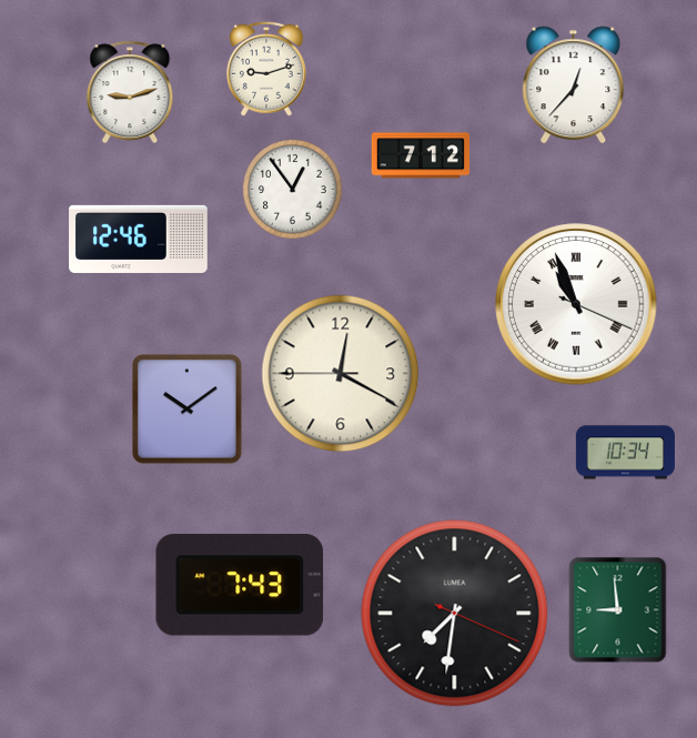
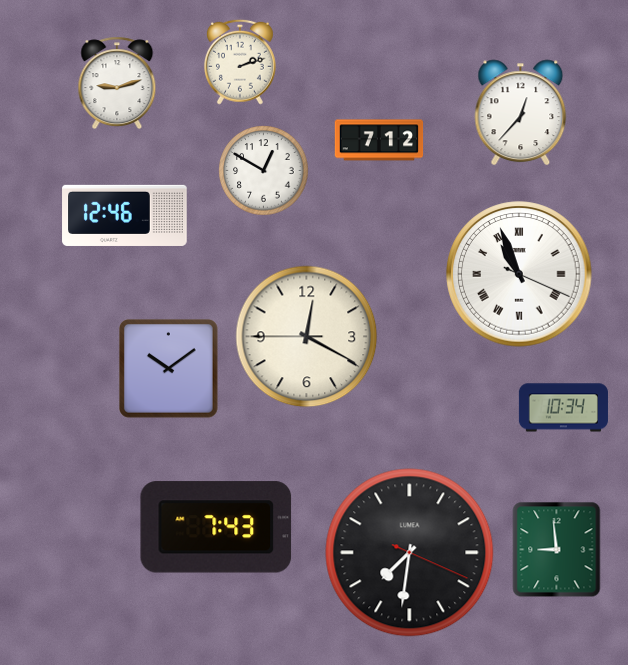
clock at (266, 69): 9:12 -> 2:12
clock at (574, 85) position: (574, 85) -> (521, 113)
clock at (293, 190): 12:54 -> 12:50
